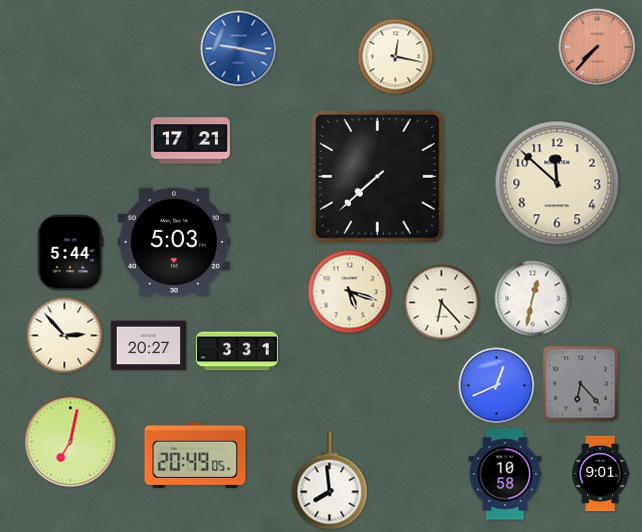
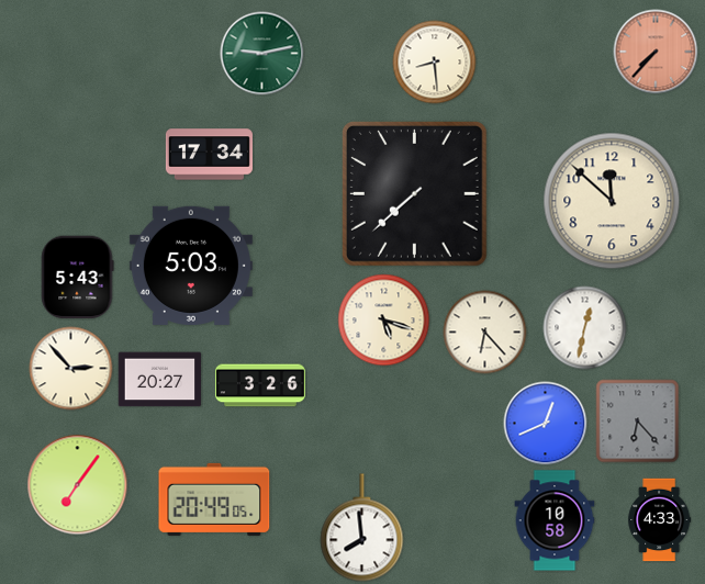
clock at (239, 49): 9:17 -> 9:13
clock at (239, 49) dial: blue -> green
clock at (396, 57): 12:17 -> 8:29
clock at (190, 141): 17:21 -> 17:34
clock at (70, 253): 5:44 -> 5:43
clock at (149, 346) position: (149, 346) -> (160, 380)
clock at (237, 351): 3:31 -> 3:26
clock at (71, 442): 7:02 -> 7:06
clock at (601, 474): 9:01 -> 4:33
